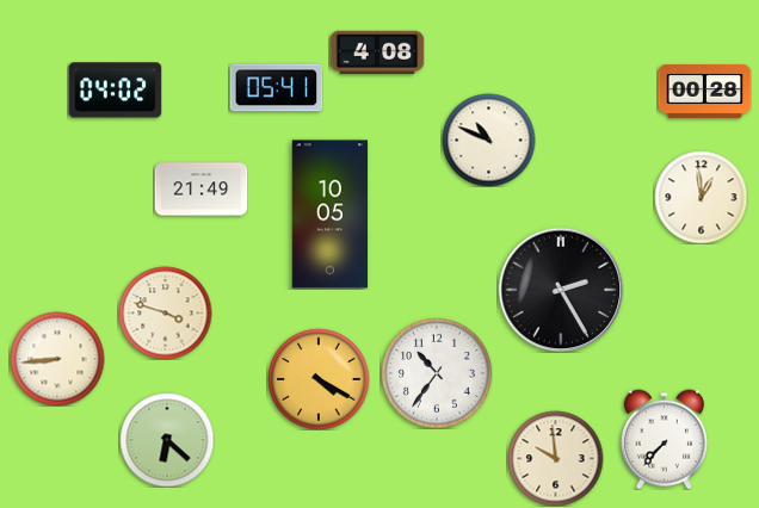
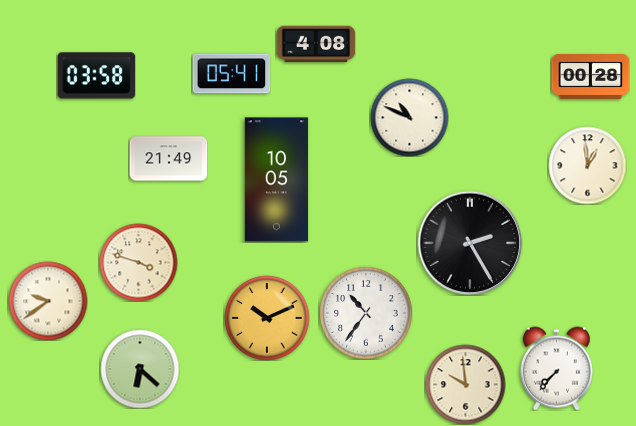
clock at (115, 91): 04:02 -> 03:58
clock at (57, 359): 8:44 -> 9:39
clock at (319, 379): 4:20 -> 10:11
